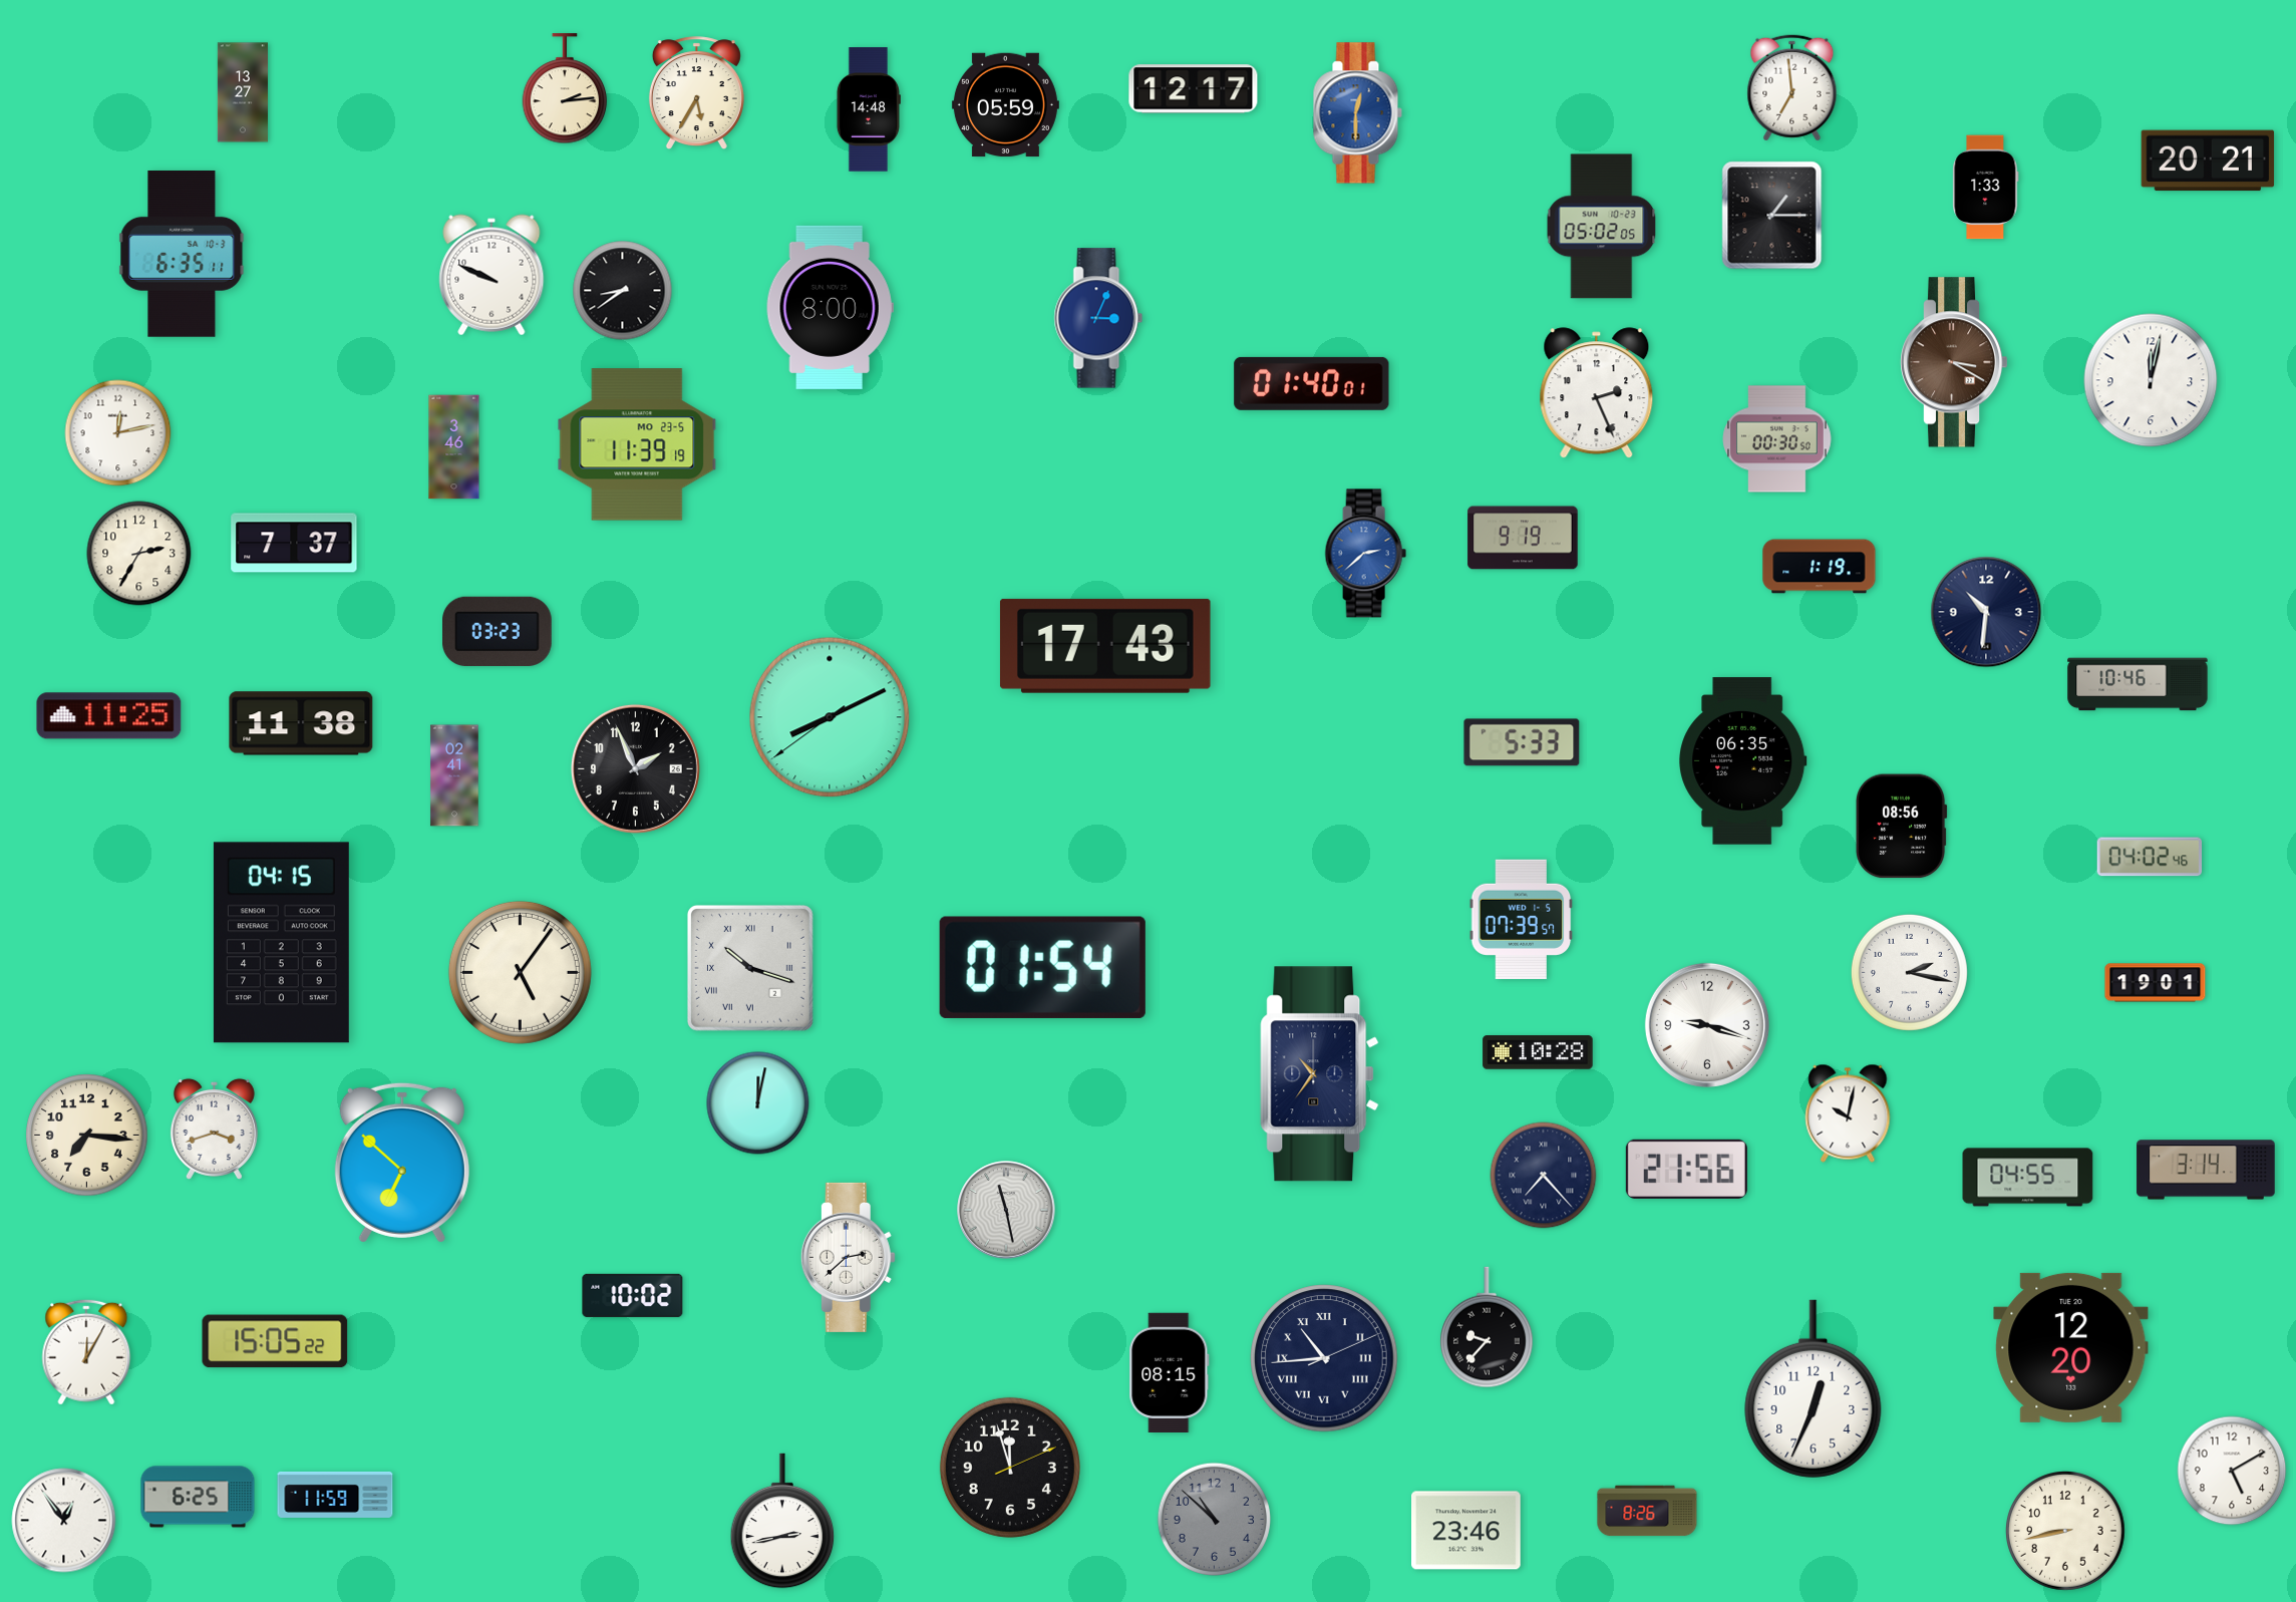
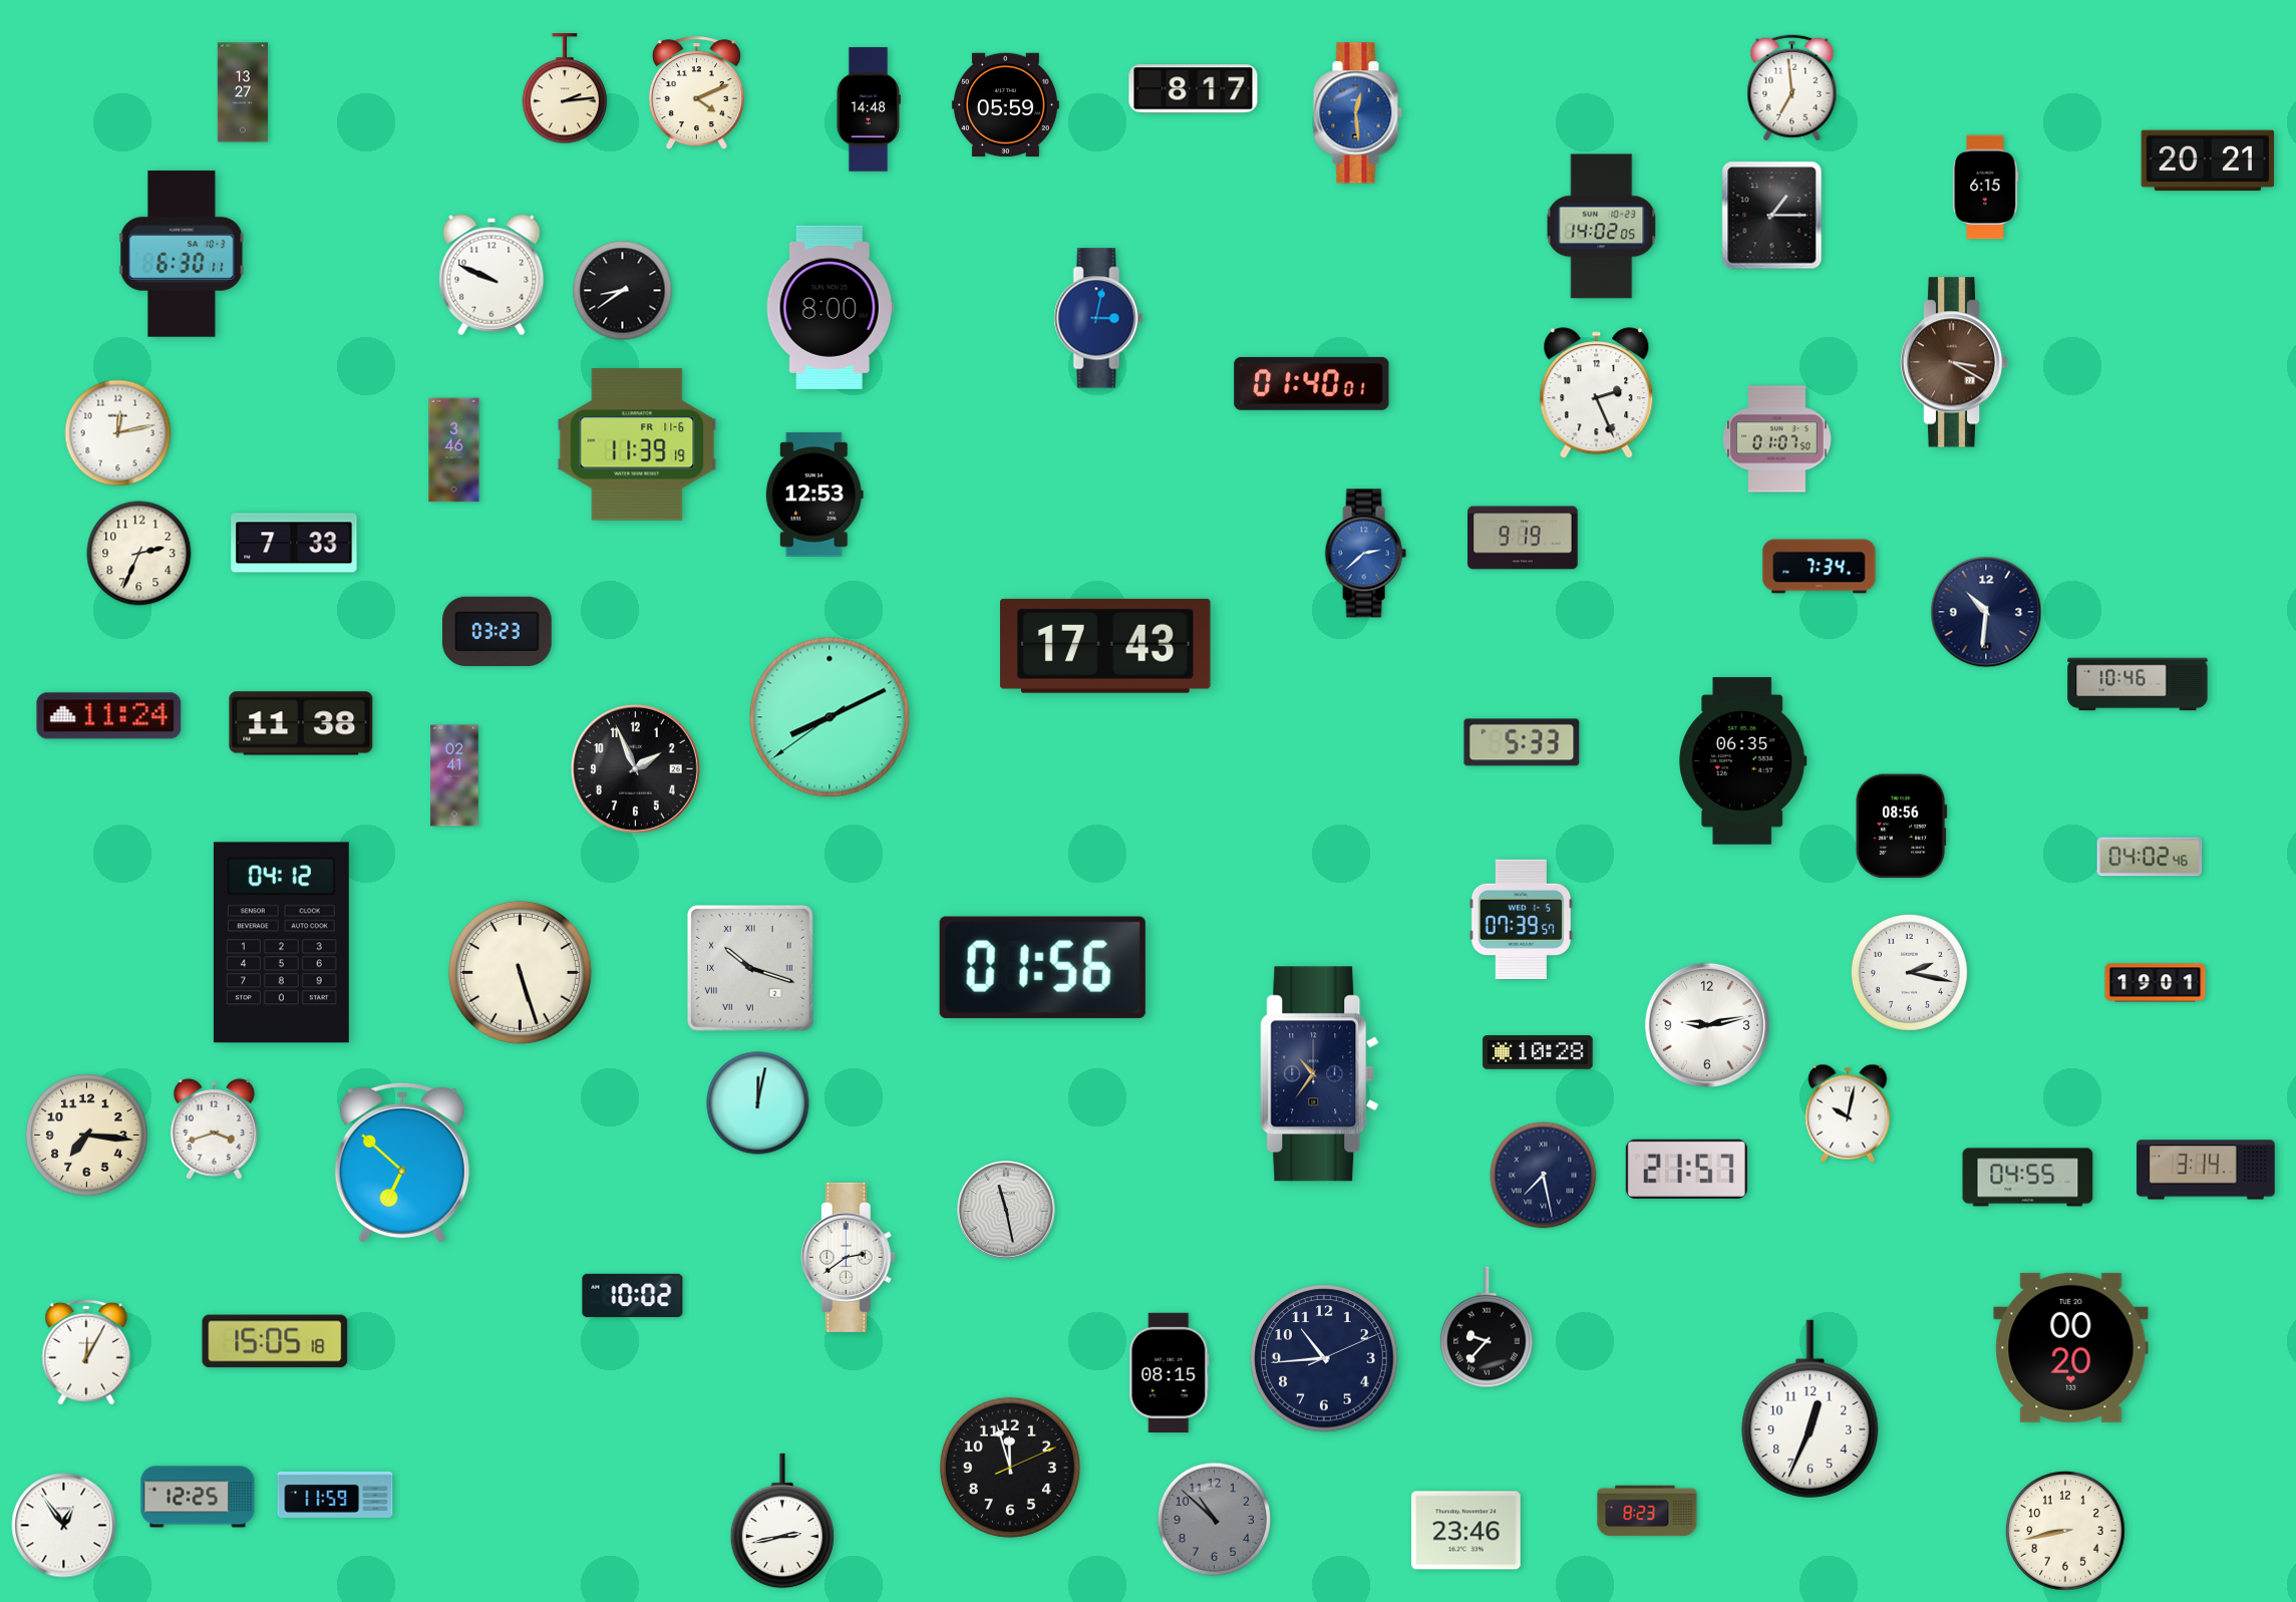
clock at (1194, 89): 12:17 -> 8:17
clock at (696, 93): 5:35 -> 4:11
clock at (1357, 113): 12:30 -> 12:29
clock at (1986, 188): 1:33 -> 6:15
clock at (1602, 227): 05:02 -> 14:02
clock at (182, 254): 6:35 -> 6:30
clock at (1098, 318): 3:04 -> 3:02
clock at (2151, 380): 12:02 -> none
clock at (1777, 439): 00:30 -> 01:07
clock at (637, 444) date: MO 23-5 -> FR 11-6
clock at (454, 447) position: (454, 447) -> (454, 450)
clock at (814, 495): none -> 12:53
clock at (294, 543): 7:37 -> 7:33
clock at (139, 554): 2:35 -> 2:34
clock at (1820, 567): 1:19 -> 7:34
clock at (109, 716): 11:25 -> 11:24
clock at (281, 943): 04:15 -> 04:12
clock at (1042, 967): 01:54 -> 01:56
clock at (520, 972): 5:06 -> 5:27
clock at (1707, 1025): 9:18 -> 9:13
clock at (1686, 1169): 21:56 -> 21:57
clock at (1544, 1176): 7:23 -> 7:28
clock at (848, 1257): 2:38 -> 2:39
clock at (275, 1341): 15:05:22 -> 15:05:18
clock at (2071, 1347): 12:20 -> 00:20
clock at (1324, 1358) numerals: Roman -> Arabic
clock at (1814, 1388) position: (1814, 1388) -> (1811, 1408)
clock at (2232, 1471): 5:10 -> none
clock at (198, 1497): 6:25 -> 12:25
clock at (1647, 1511): 8:26 -> 8:23
clock at (64, 1521) position: (64, 1521) -> (64, 1526)
